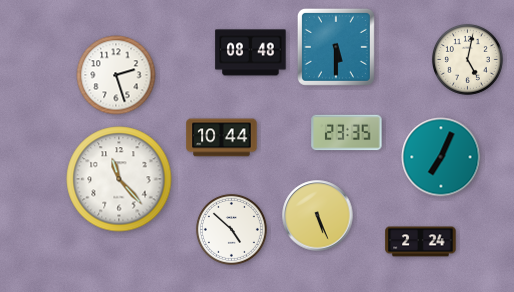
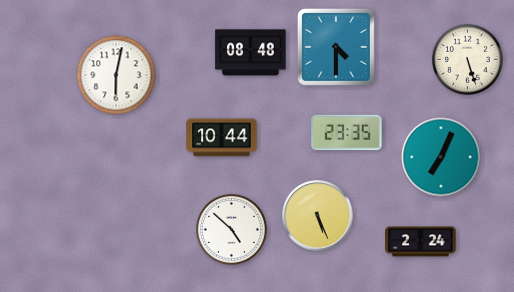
clock at (336, 47): 5:30 -> 4:30
clock at (467, 59): 5:02 -> 5:27
clock at (116, 75): 2:27 -> 6:02
clock at (119, 179): 11:23 -> none
